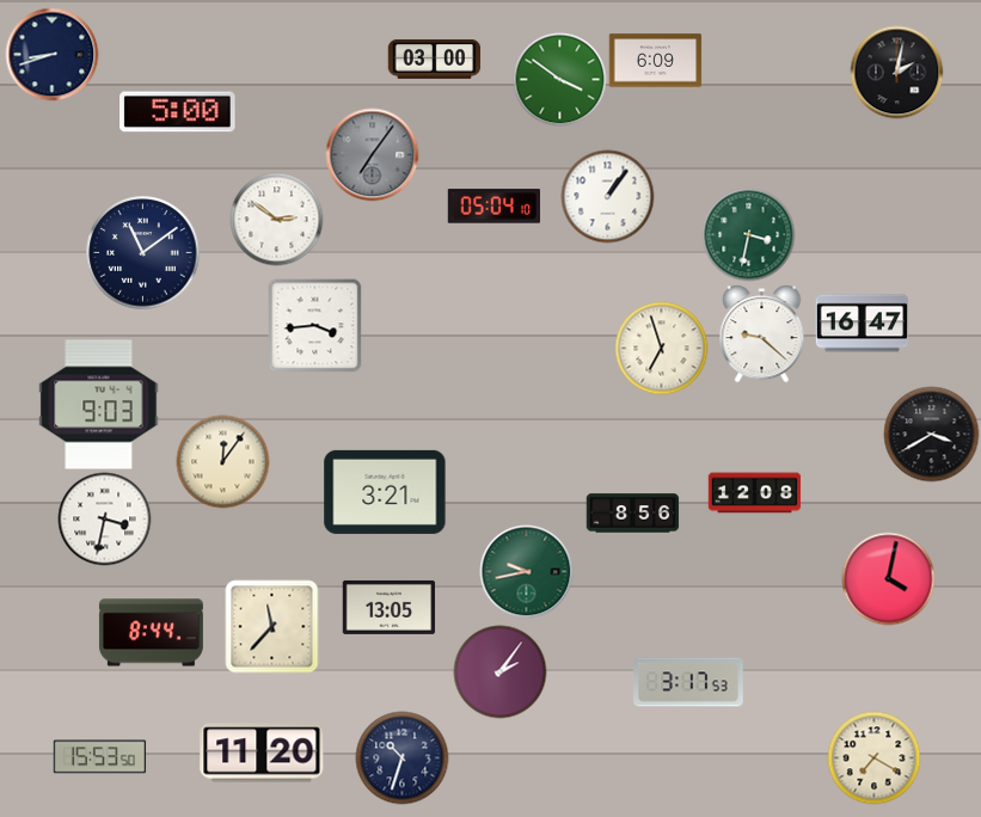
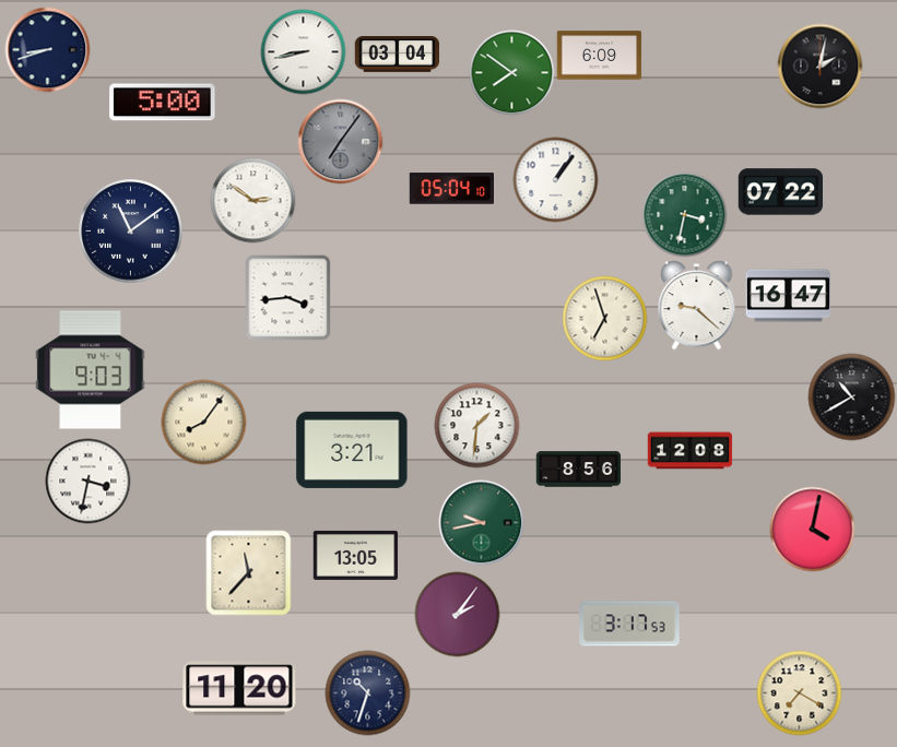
clock at (303, 51): none -> 8:43
clock at (434, 60): 03:00 -> 03:04
clock at (559, 79): 3:51 -> 7:51
clock at (780, 192): none -> 07:22
clock at (931, 434): 3:40 -> 10:40
clock at (222, 461): 12:06 -> 8:06
clock at (476, 425): none -> 1:31
clock at (104, 518) position: (104, 518) -> (87, 481)
clock at (151, 633): 8:44 -> none
clock at (99, 757): 15:53 -> none
